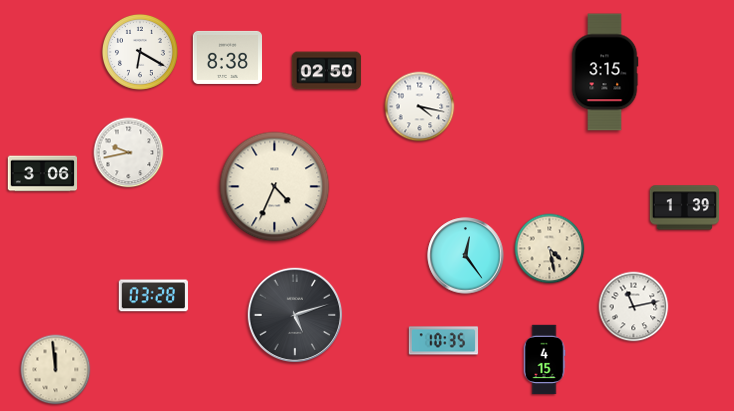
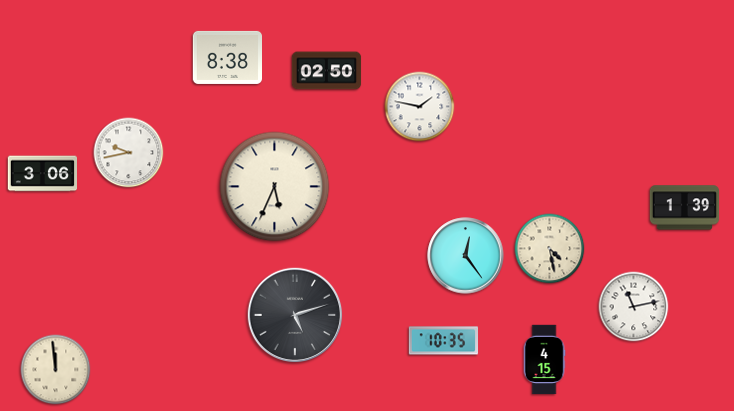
clock at (140, 52): 6:20 -> none
clock at (605, 72): 3:15 -> none
clock at (420, 107): 4:17 -> 1:47
clock at (275, 187): 4:34 -> 5:34
clock at (153, 296): 03:28 -> none
